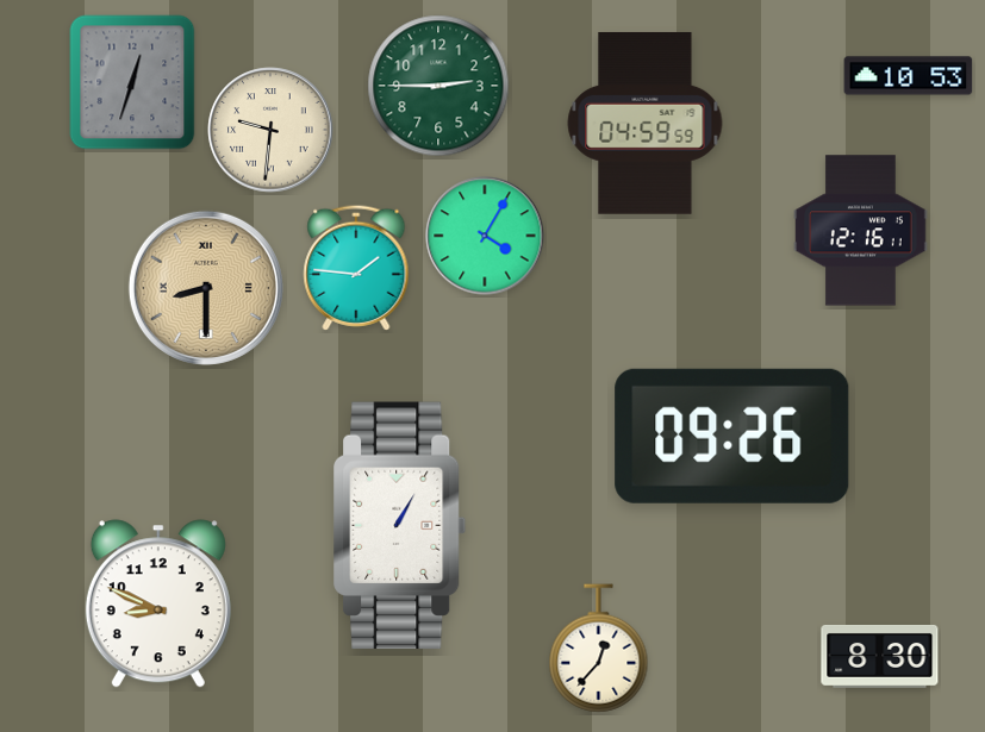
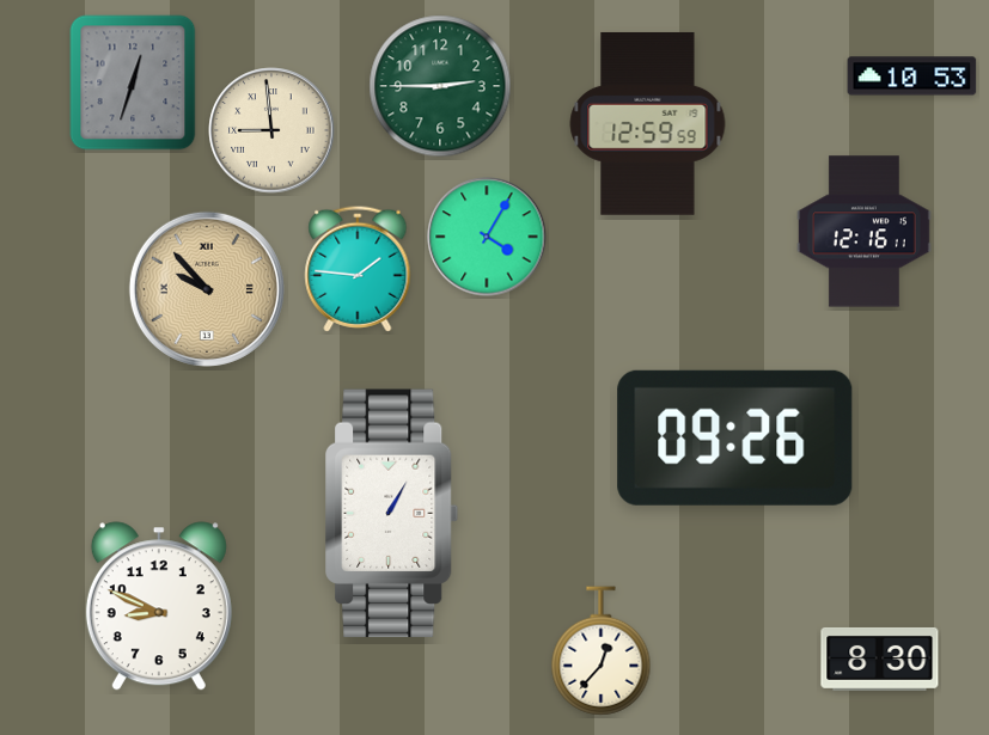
clock at (646, 123): 04:59 -> 12:59
clock at (270, 130): 9:31 -> 8:59
clock at (206, 288): 8:30 -> 9:53
clock at (400, 526) position: (400, 526) -> (392, 514)
clock at (880, 657) position: (880, 657) -> (880, 660)
